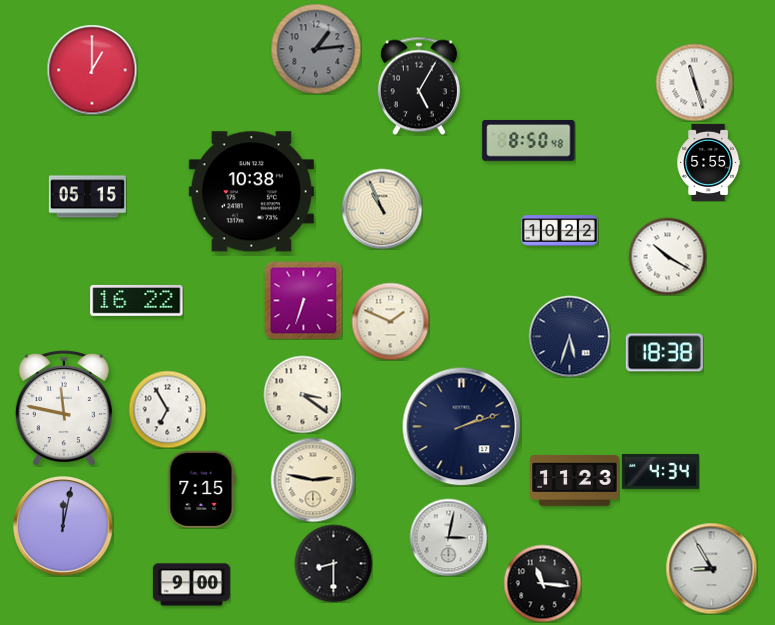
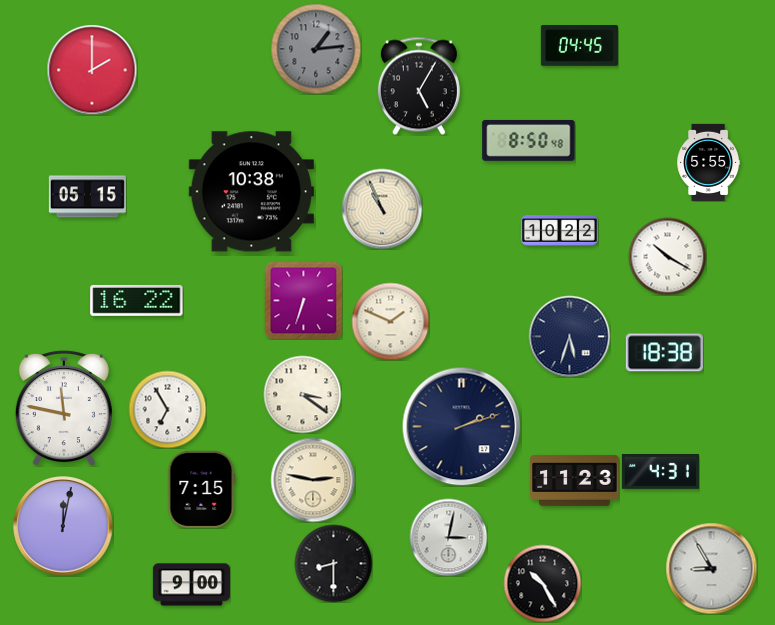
clock at (579, 46): none -> 04:45
clock at (92, 70): 1:00 -> 2:00
clock at (694, 82): 11:27 -> none
clock at (660, 472): 4:34 -> 4:31
clock at (542, 583): 11:16 -> 10:25
